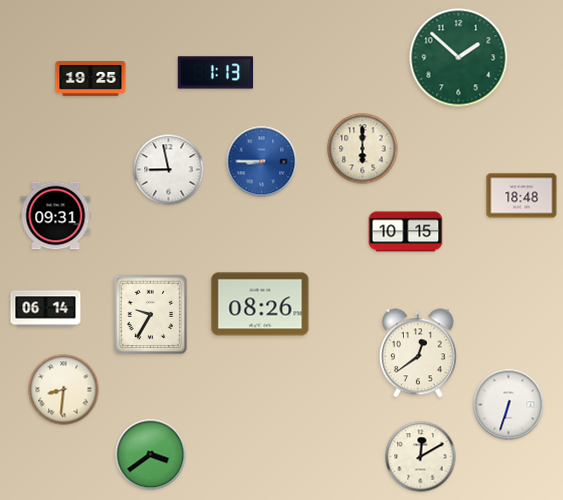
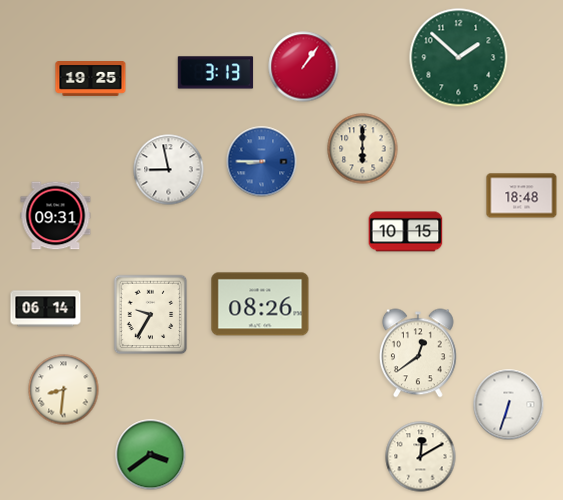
clock at (304, 67): none -> 1:06
clock at (216, 73): 1:13 -> 3:13
